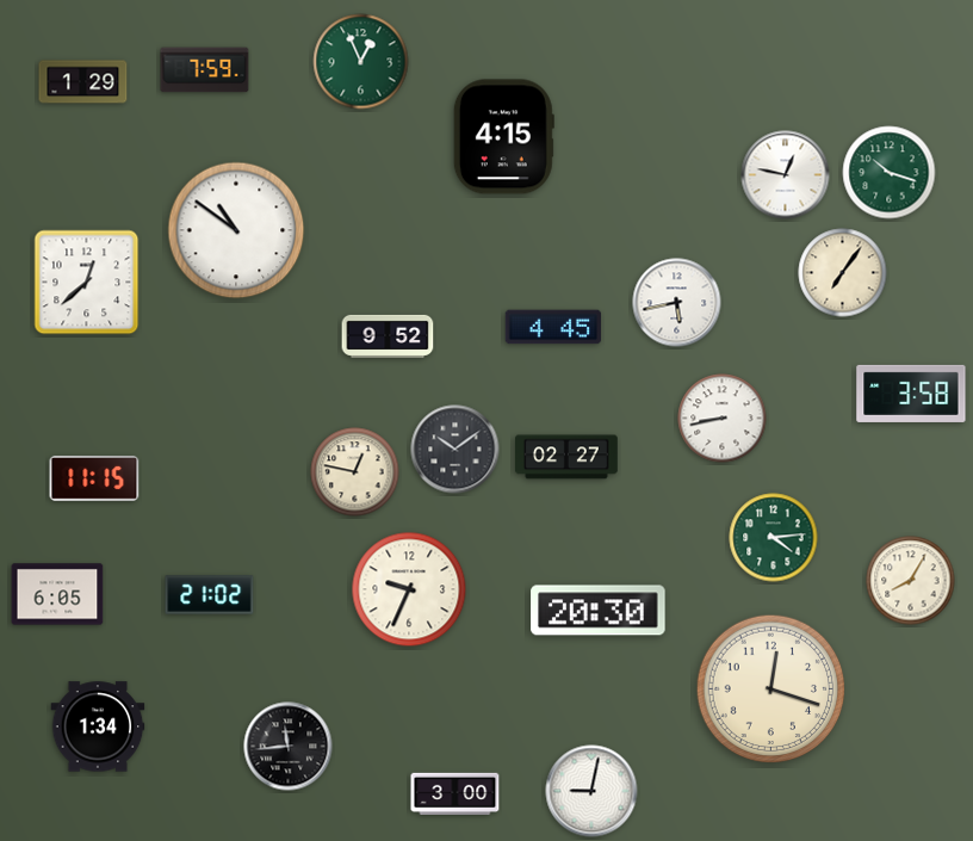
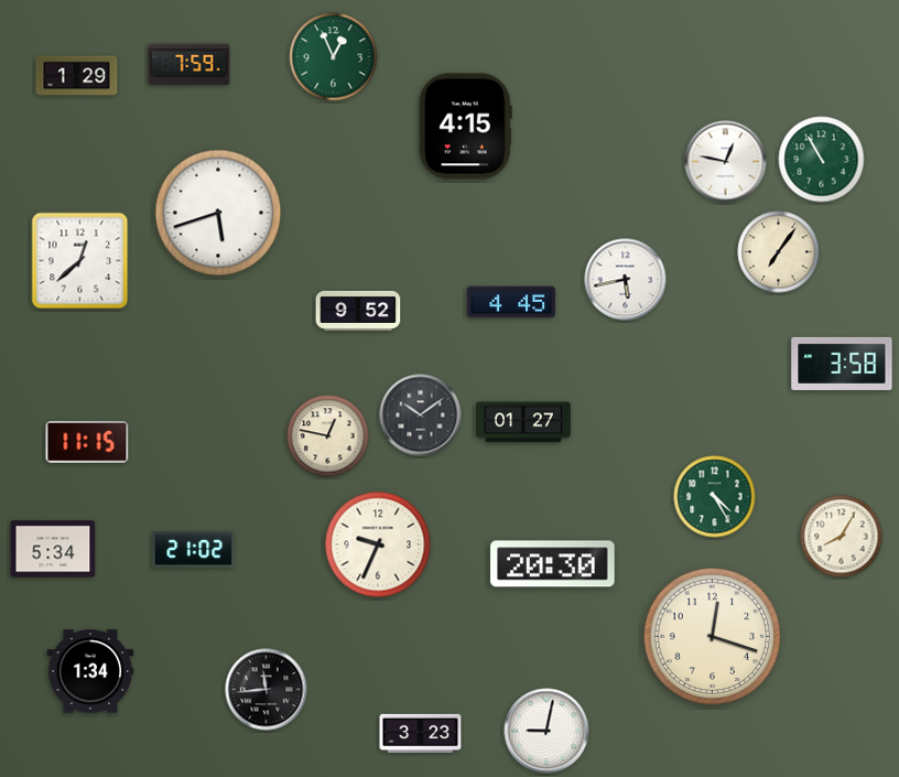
clock at (890, 173): 10:18 -> 10:55
clock at (236, 230): 10:51 -> 5:42
clock at (723, 419): 8:43 -> none
clock at (568, 457): 02:27 -> 01:27
clock at (774, 538): 4:14 -> 4:25
clock at (57, 594): 6:05 -> 5:34
clock at (455, 793): 3:00 -> 3:23
